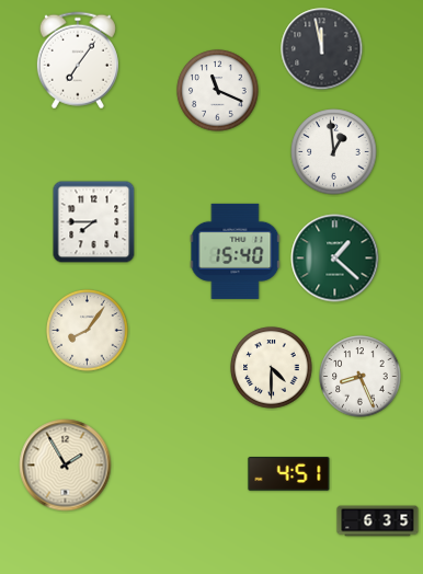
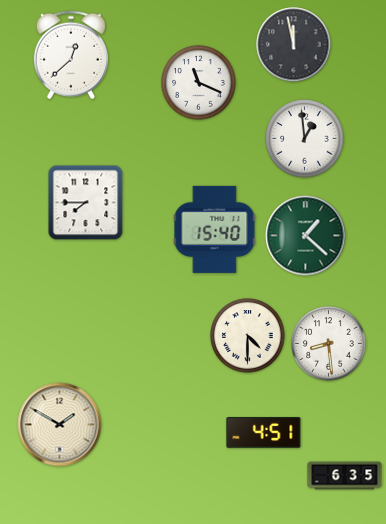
clock at (78, 60): 7:06 -> 12:38
clock at (88, 331): 8:06 -> none
clock at (361, 377): 8:26 -> 8:29
clock at (66, 466): 1:55 -> 1:50
